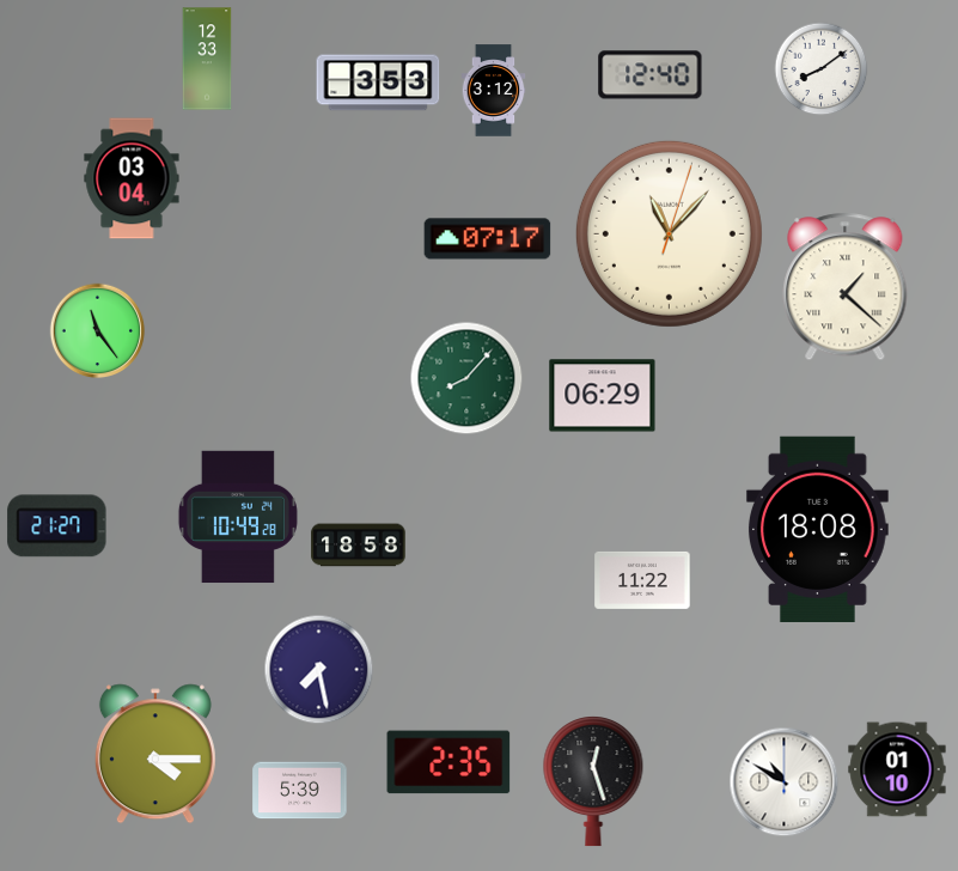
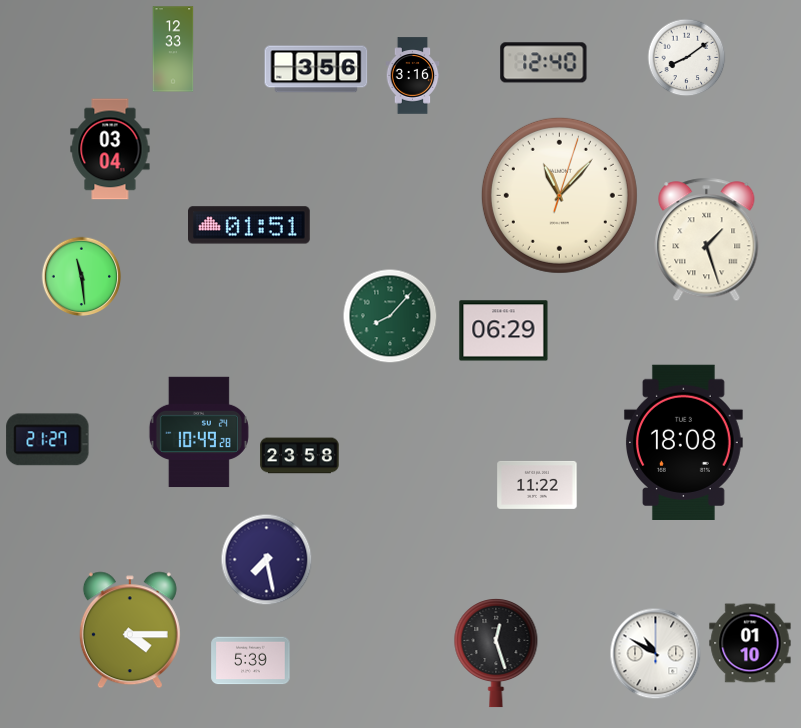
clock at (378, 83): 3:53 -> 3:56
clock at (494, 91): 3:12 -> 3:16
clock at (488, 239): 07:17 -> none
clock at (250, 225): none -> 01:51
clock at (846, 287): 1:22 -> 1:27
clock at (97, 330): 11:24 -> 11:29
clock at (359, 546): 18:58 -> 23:58
clock at (449, 762): 2:35 -> none
